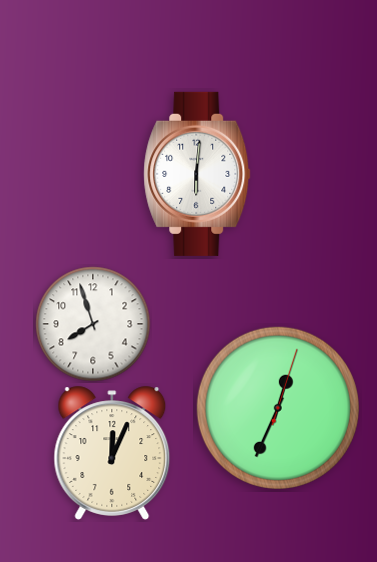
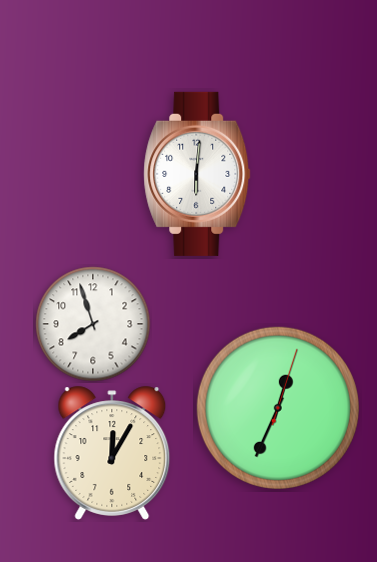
clock at (112, 453): 12:04 -> 12:05
